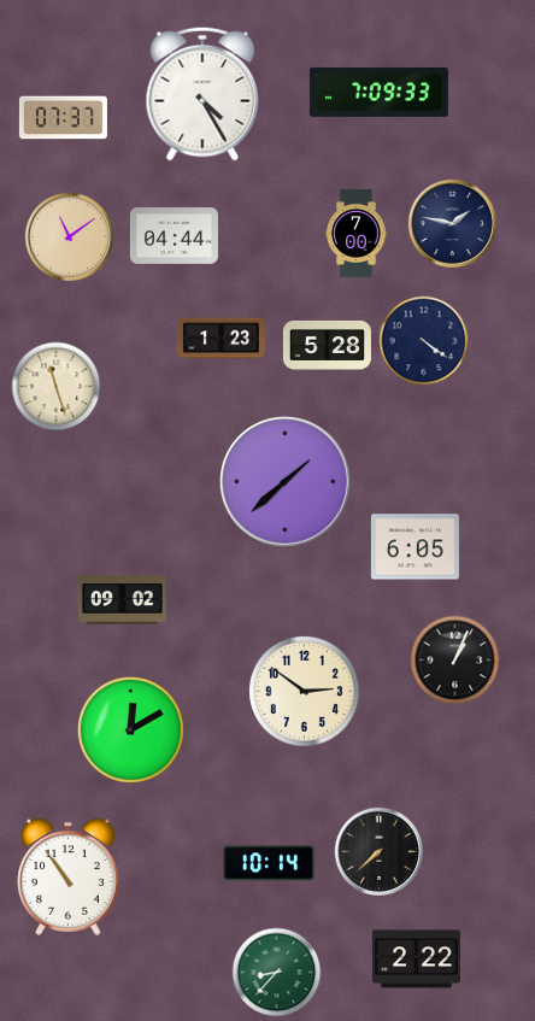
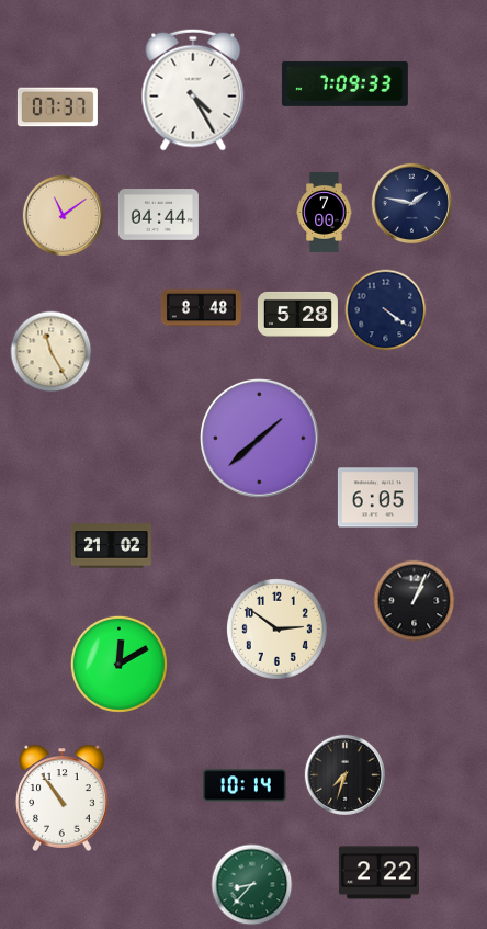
clock at (202, 94) position: (202, 94) -> (193, 90)
clock at (221, 339): 1:23 -> 8:48
clock at (57, 387): 11:27 -> 11:25
clock at (122, 600): 09:02 -> 21:02
clock at (378, 851): 7:38 -> 7:33
